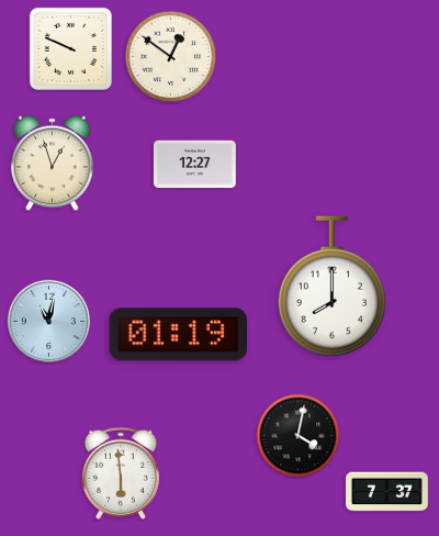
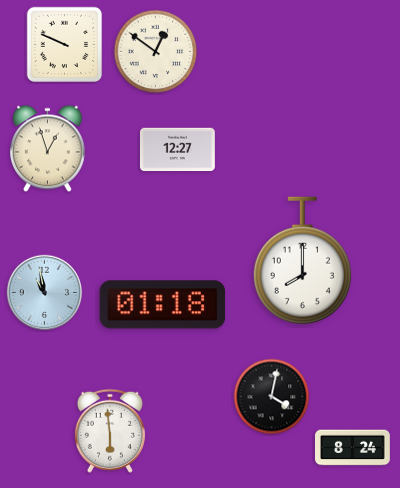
clock at (49, 322): 11:02 -> 10:58
clock at (179, 335): 01:19 -> 01:18
clock at (387, 492): 7:37 -> 8:24
